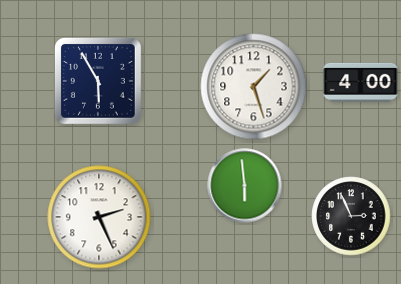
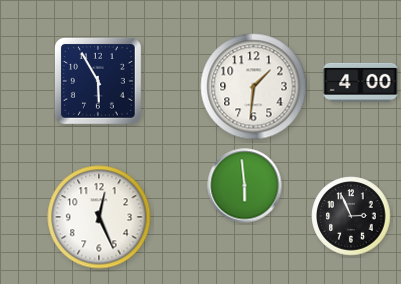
clock at (254, 87): 1:27 -> 1:31
clock at (99, 217): 2:26 -> 12:26
